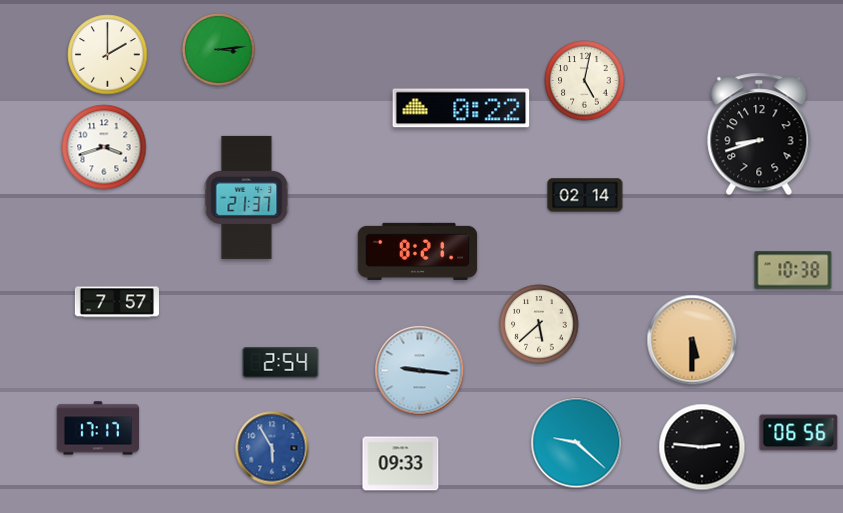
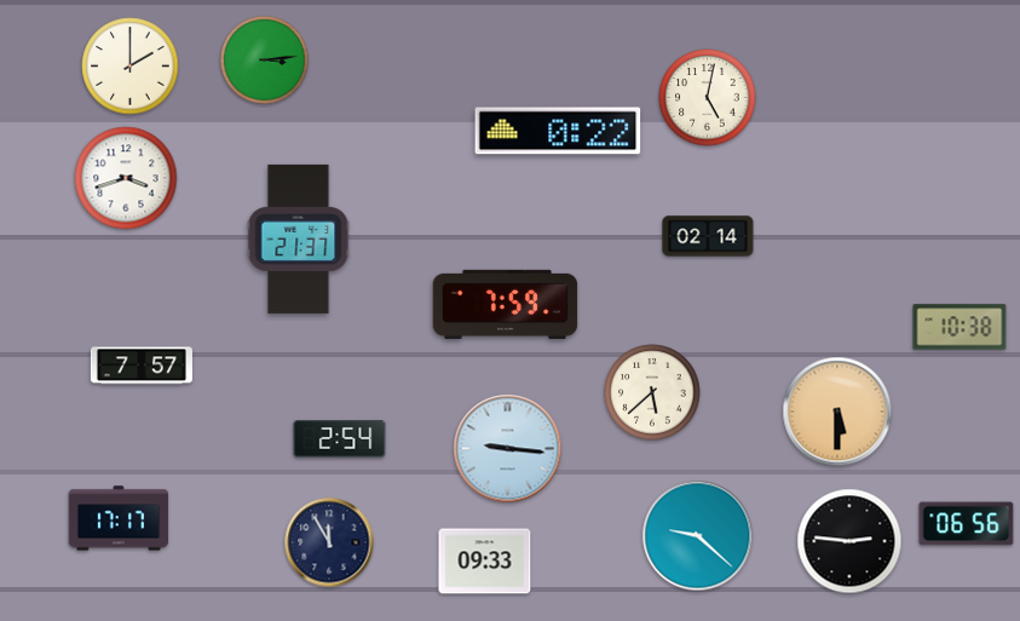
clock at (759, 134): 8:42 -> none
clock at (418, 251): 8:21 -> 7:59
clock at (272, 448): 5:55 -> 11:55
clock at (272, 448) dial: blue -> navy
